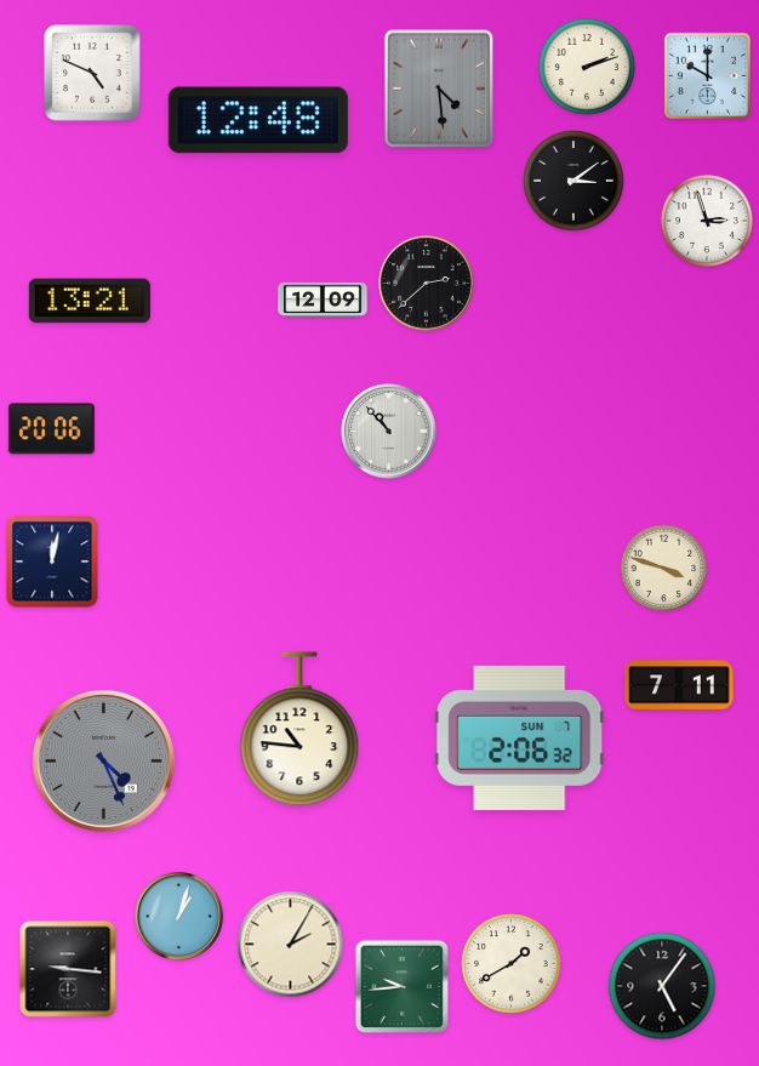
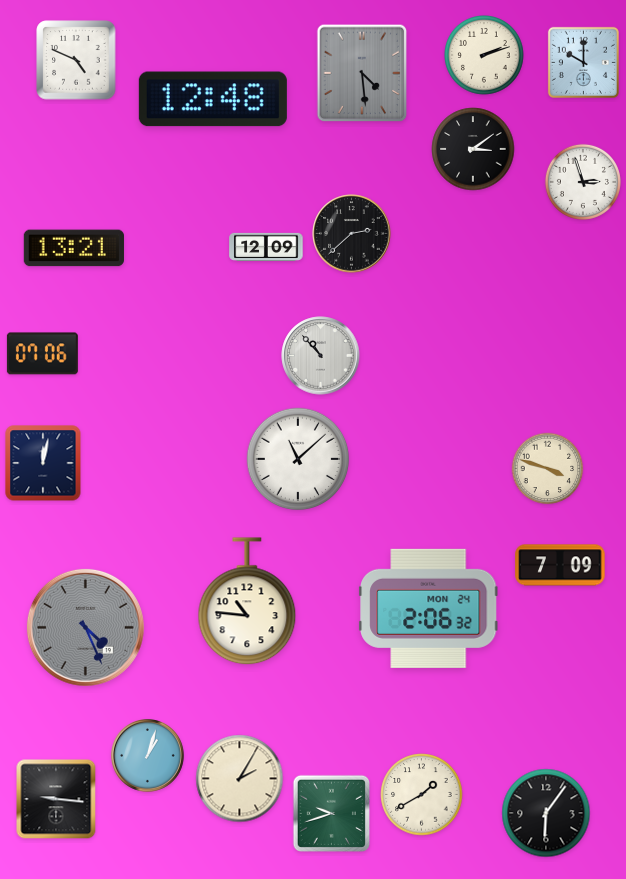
clock at (51, 429): 20:06 -> 07:06
clock at (298, 459): none -> 11:08
clock at (679, 685): 7:11 -> 7:09
clock at (520, 737) date: SUN 7 -> MON 24
clock at (401, 986): 9:44 -> 9:42
clock at (662, 986): 5:06 -> 6:06
